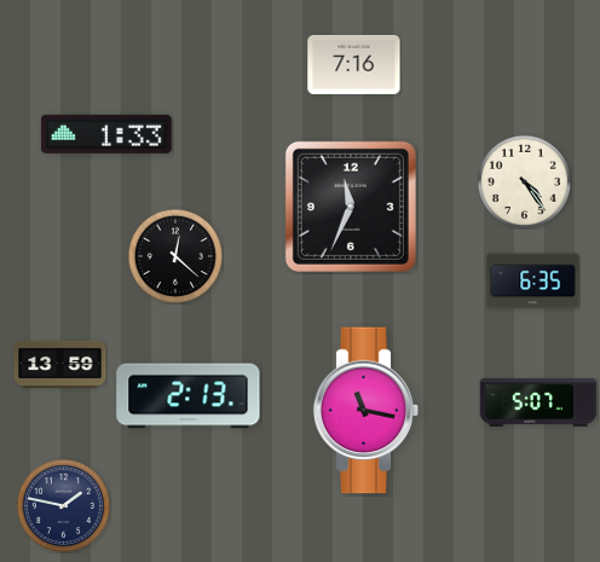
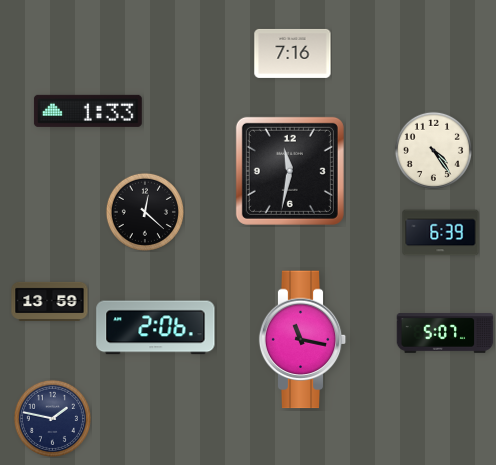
clock at (351, 207): 11:34 -> 11:32
clock at (533, 282): 6:35 -> 6:39
clock at (189, 396): 2:13 -> 2:06
